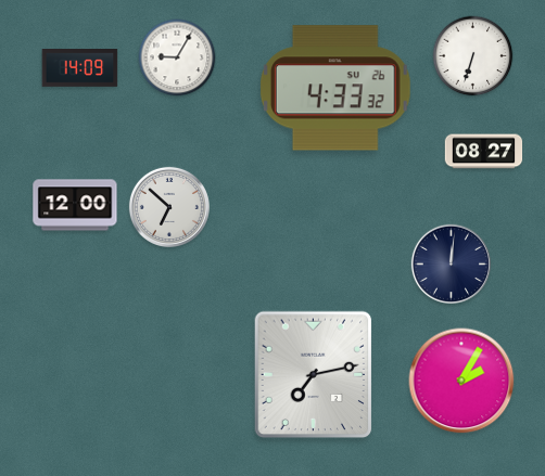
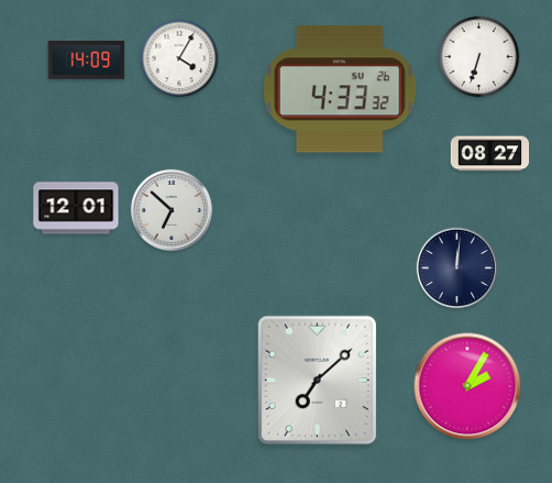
clock at (177, 57): 9:05 -> 4:05
clock at (80, 68) position: (80, 68) -> (87, 61)
clock at (75, 205): 12:00 -> 12:01
clock at (314, 375): 7:13 -> 7:08
